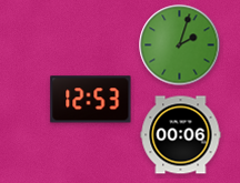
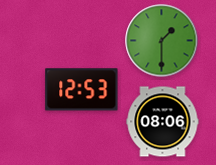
clock at (180, 45): 2:03 -> 1:30
clock at (181, 135): 00:06 -> 08:06
